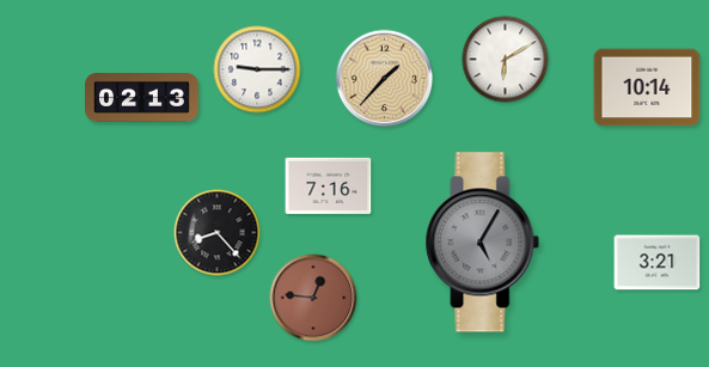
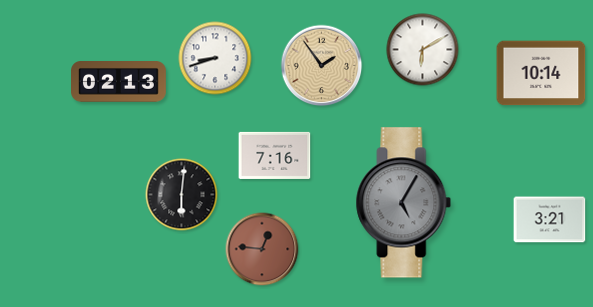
clock at (257, 69): 9:15 -> 8:42
clock at (385, 79): 1:37 -> 1:54
clock at (218, 233): 8:23 -> 6:01
